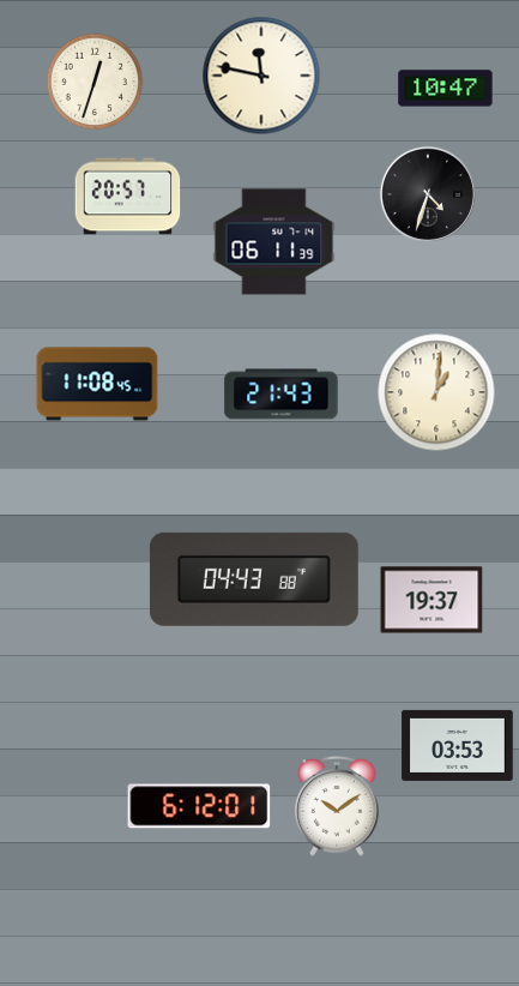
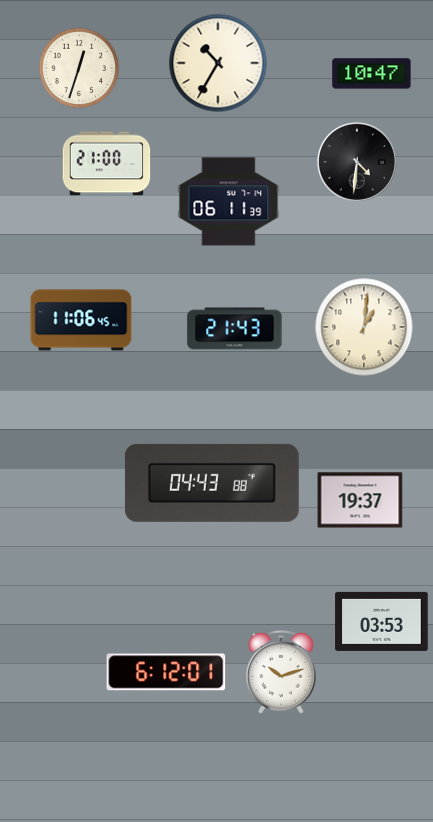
clock at (261, 76): 11:47 -> 10:35
clock at (428, 194): 4:33 -> 4:31
clock at (128, 197): 20:57 -> 21:00
clock at (97, 384): 11:08 -> 11:06
clock at (337, 807): 10:09 -> 10:12
